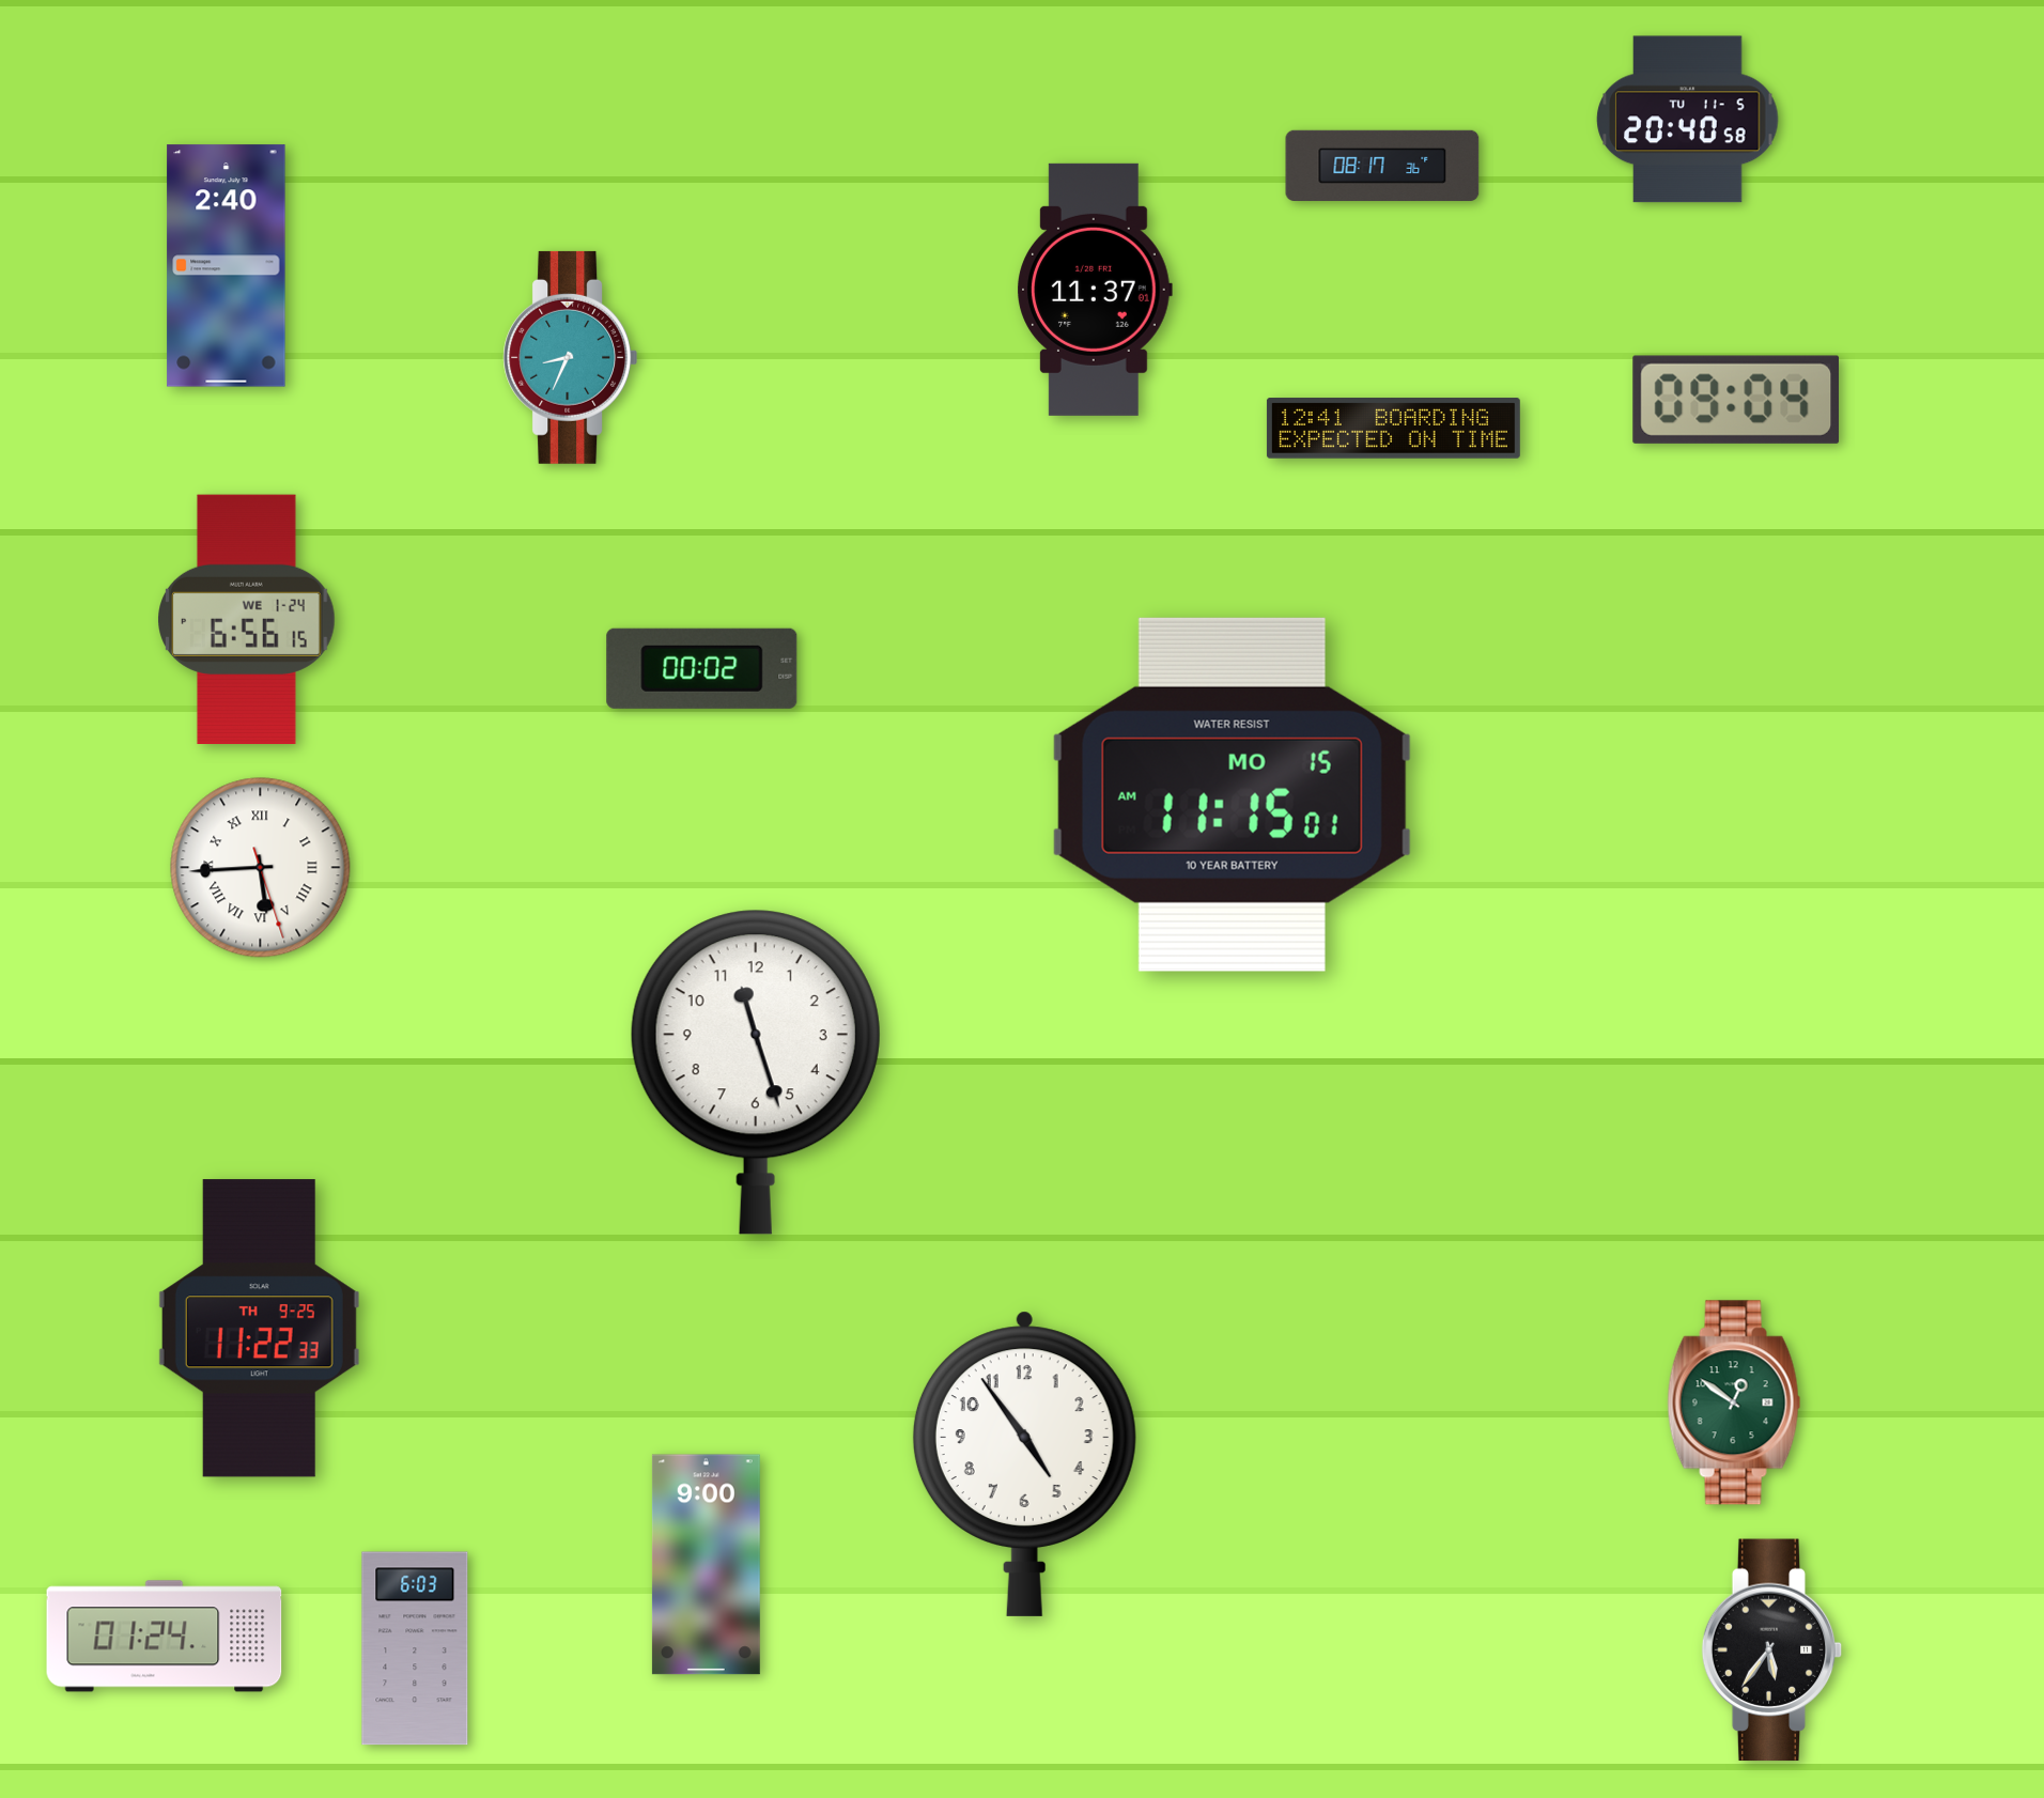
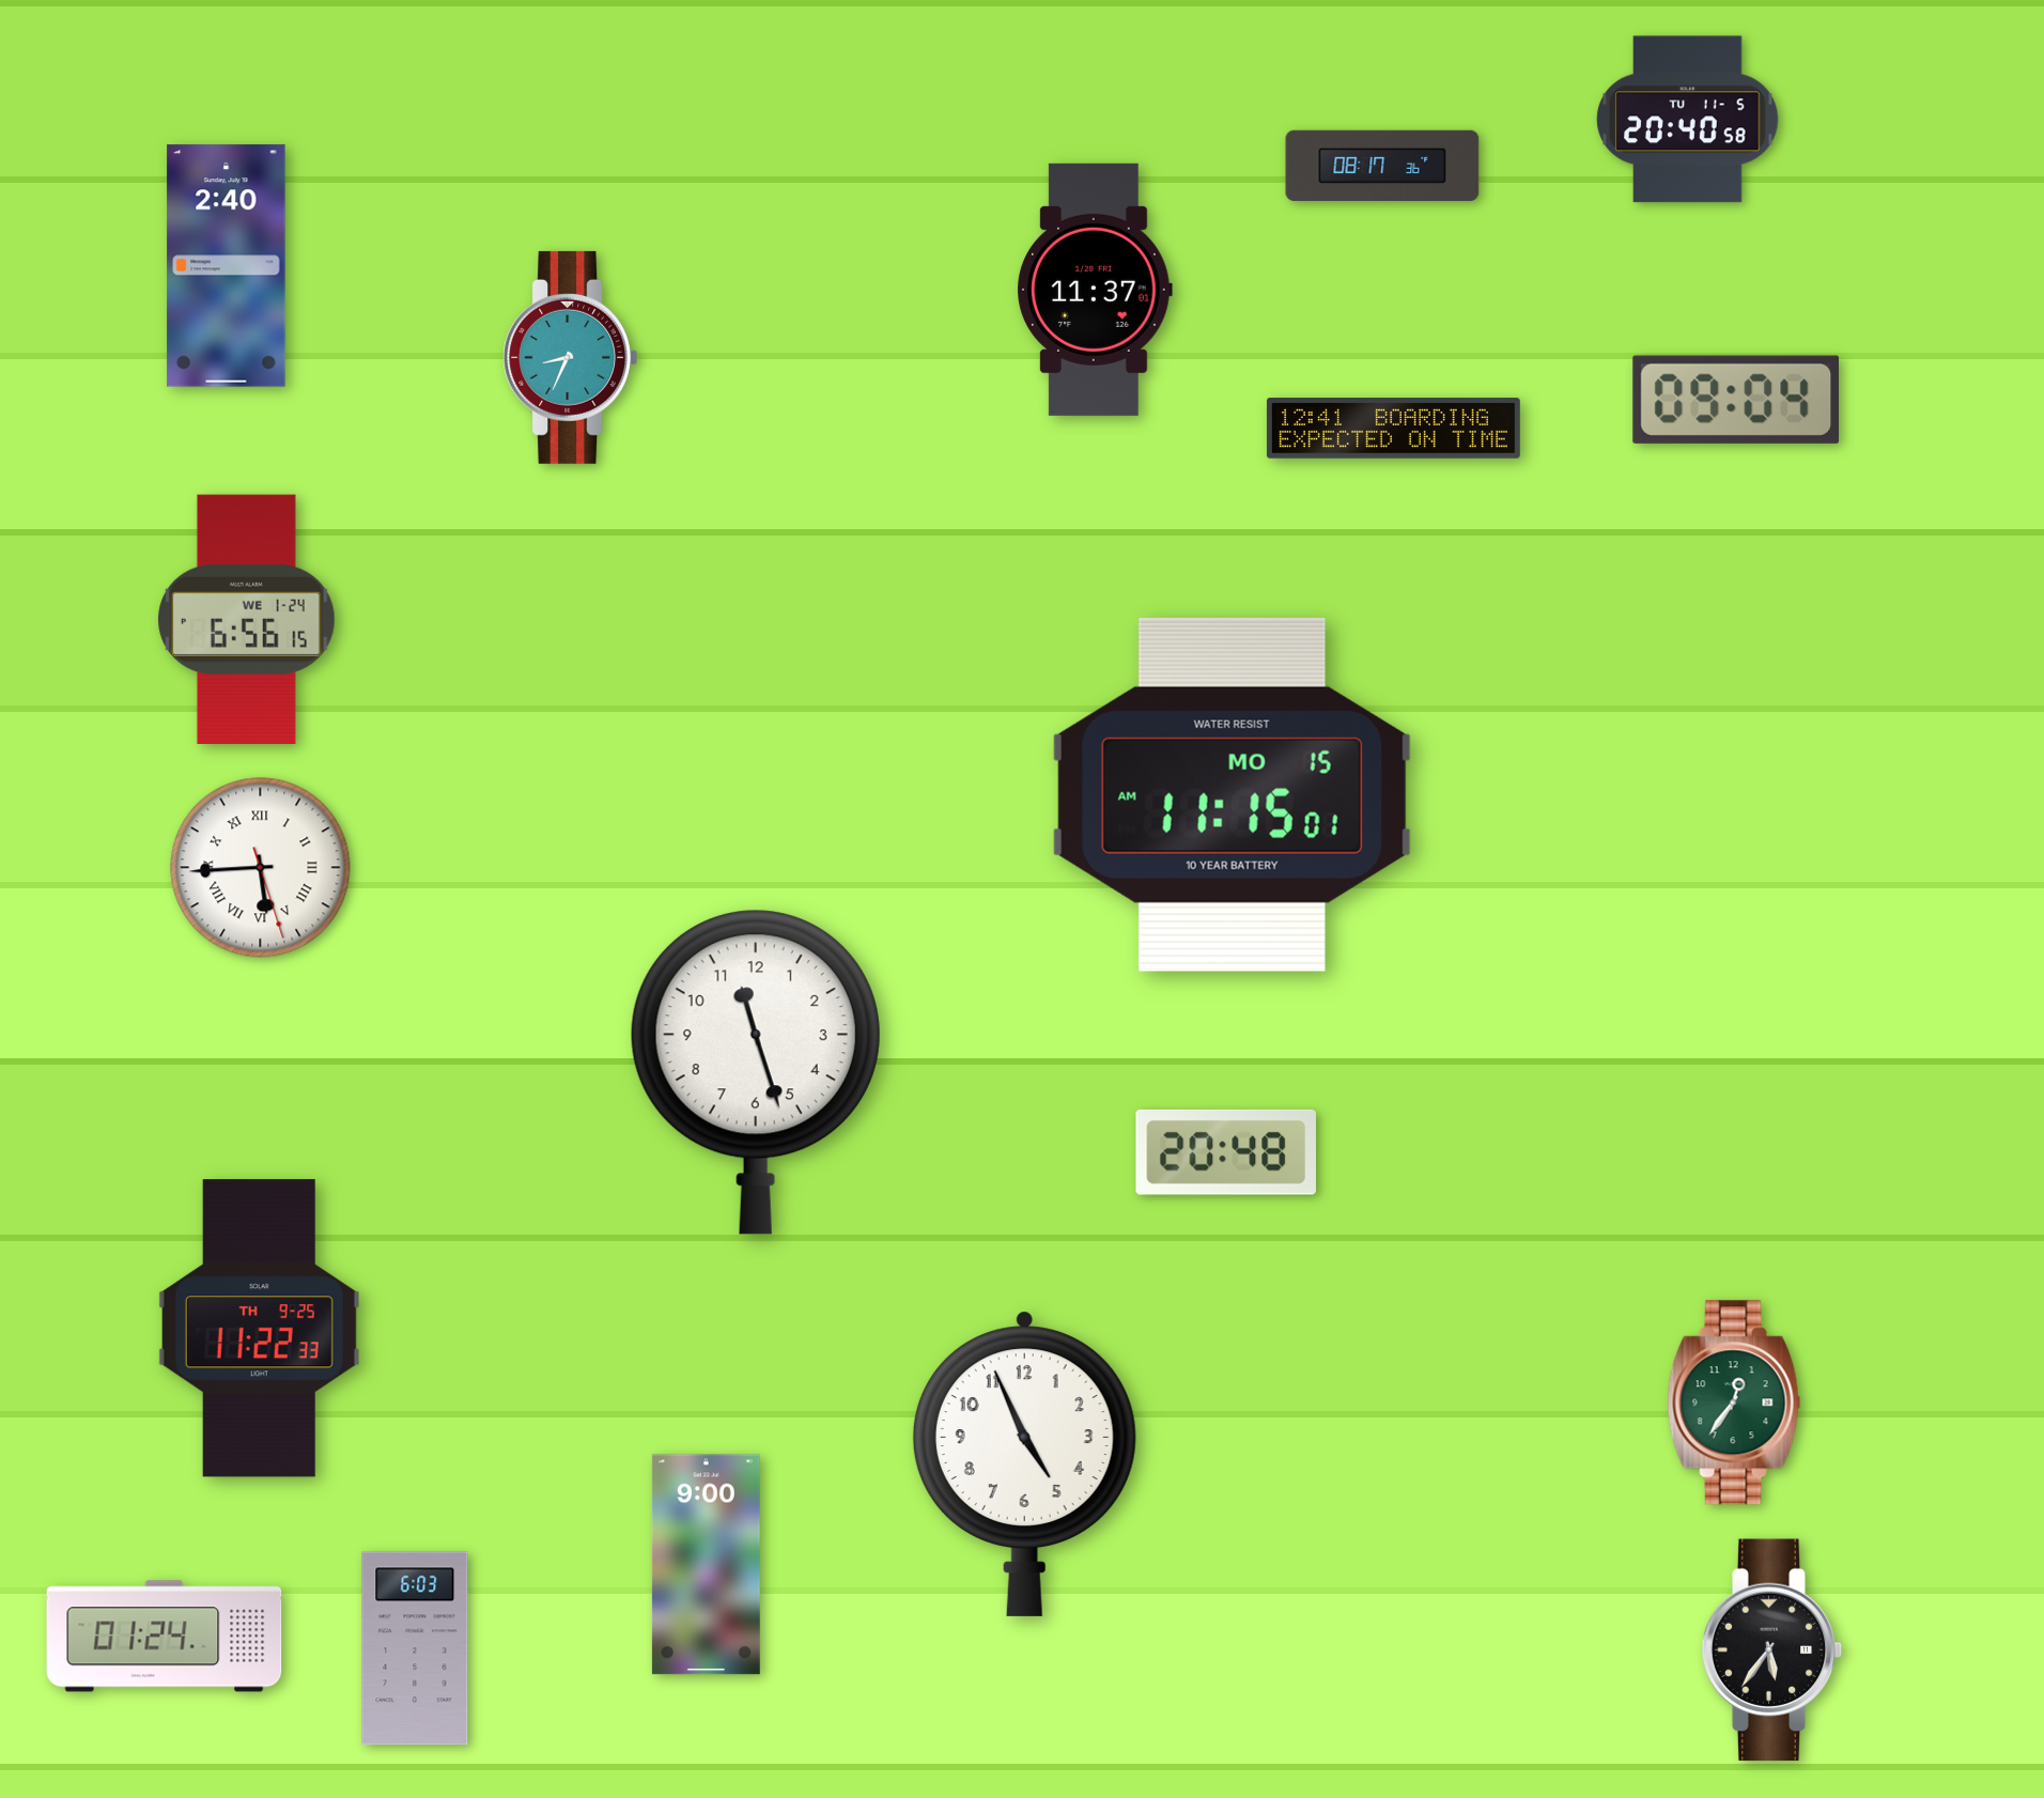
clock at (702, 668): 00:02 -> none
clock at (1225, 1152): none -> 20:48
clock at (1734, 1402): 12:51 -> 12:36
clock at (1024, 1463): 4:54 -> 4:56
